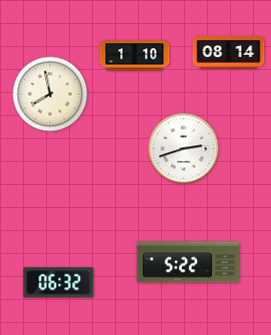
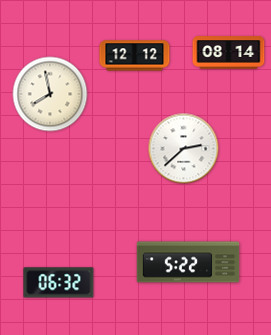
clock at (135, 56): 1:10 -> 12:12
clock at (184, 149): 2:42 -> 2:38
